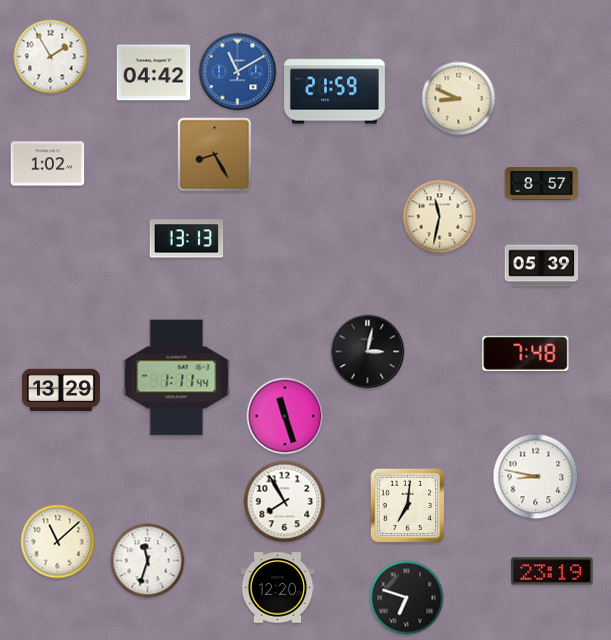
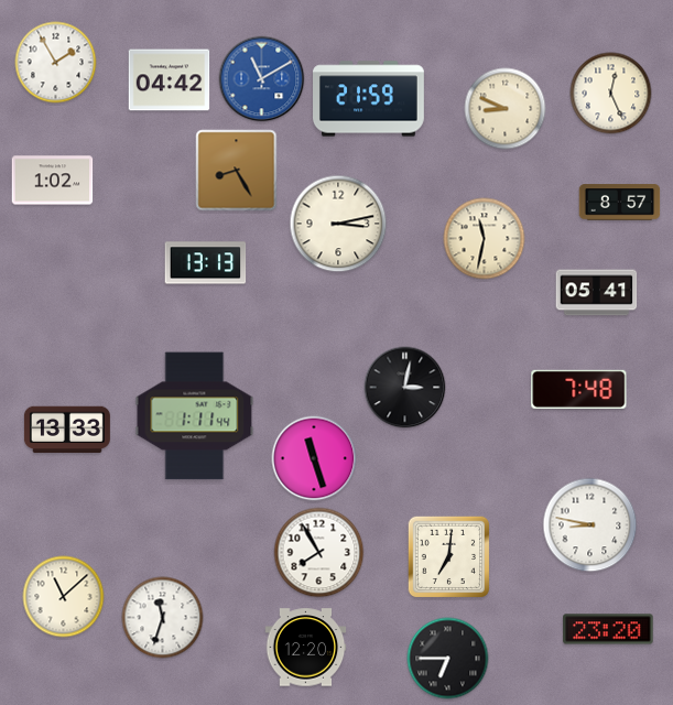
clock at (611, 94): none -> 12:26
clock at (542, 184) position: (542, 184) -> (620, 203)
clock at (338, 224): none -> 3:13
clock at (542, 266): 05:39 -> 05:41
clock at (61, 390): 13:29 -> 13:33
clock at (285, 502) position: (285, 502) -> (319, 553)
clock at (552, 571): 23:19 -> 23:20
clock at (407, 598): 6:48 -> 6:45
